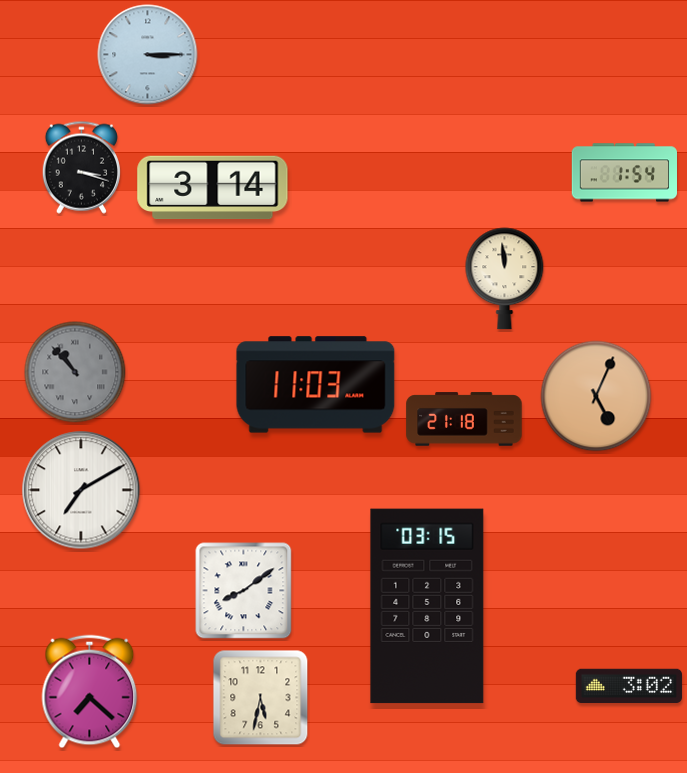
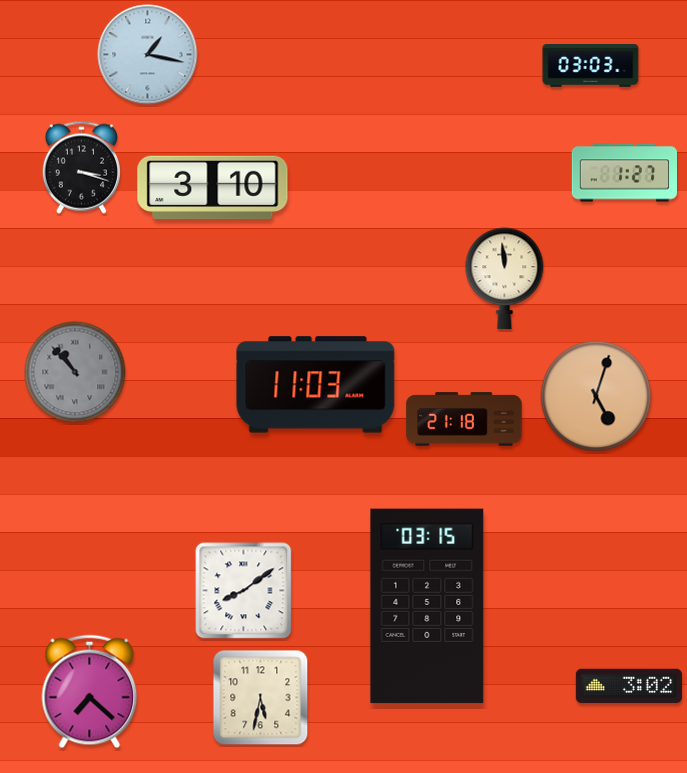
clock at (148, 55): 3:15 -> 1:17
clock at (591, 66): none -> 03:03
clock at (624, 173): 1:54 -> 1:27
clock at (213, 188): 3:14 -> 3:10
clock at (596, 396): 5:04 -> 5:03
clock at (81, 490): 7:10 -> none
